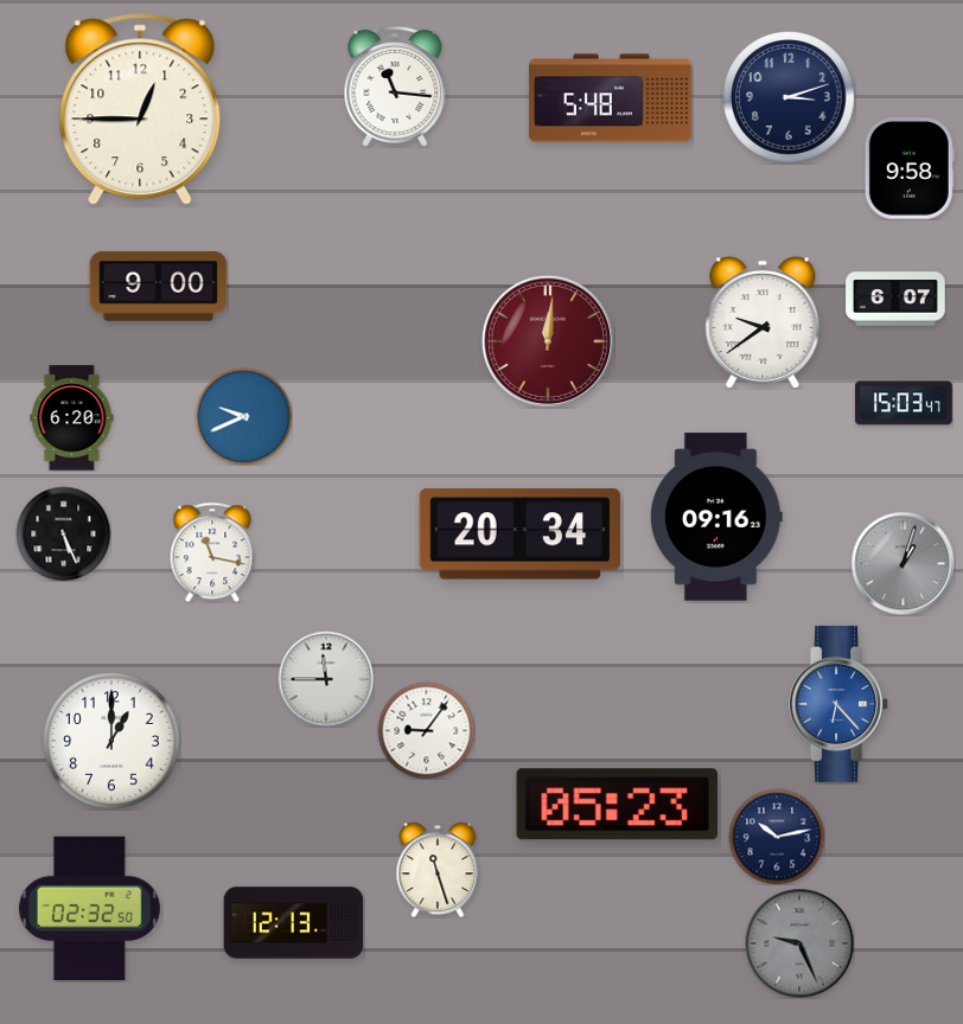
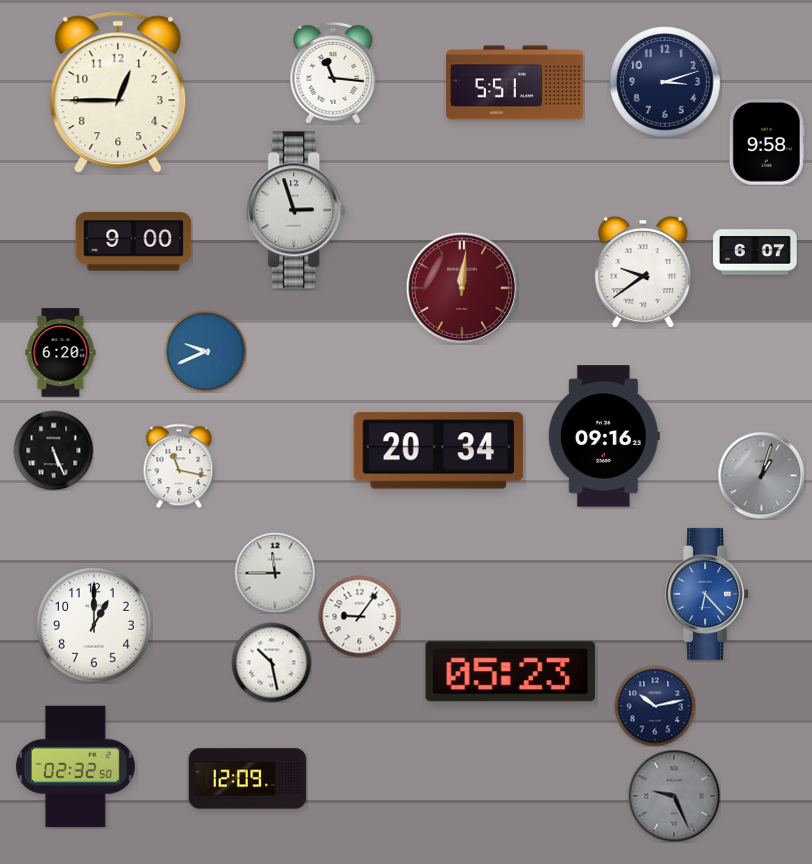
clock at (611, 98): 5:48 -> 5:51
clock at (297, 210): none -> 2:57
clock at (904, 403): 15:03 -> none
clock at (271, 662): none -> 10:28
clock at (617, 805) position: (617, 805) -> (510, 672)
clock at (438, 870): 11:27 -> none
clock at (294, 923): 12:13 -> 12:09
